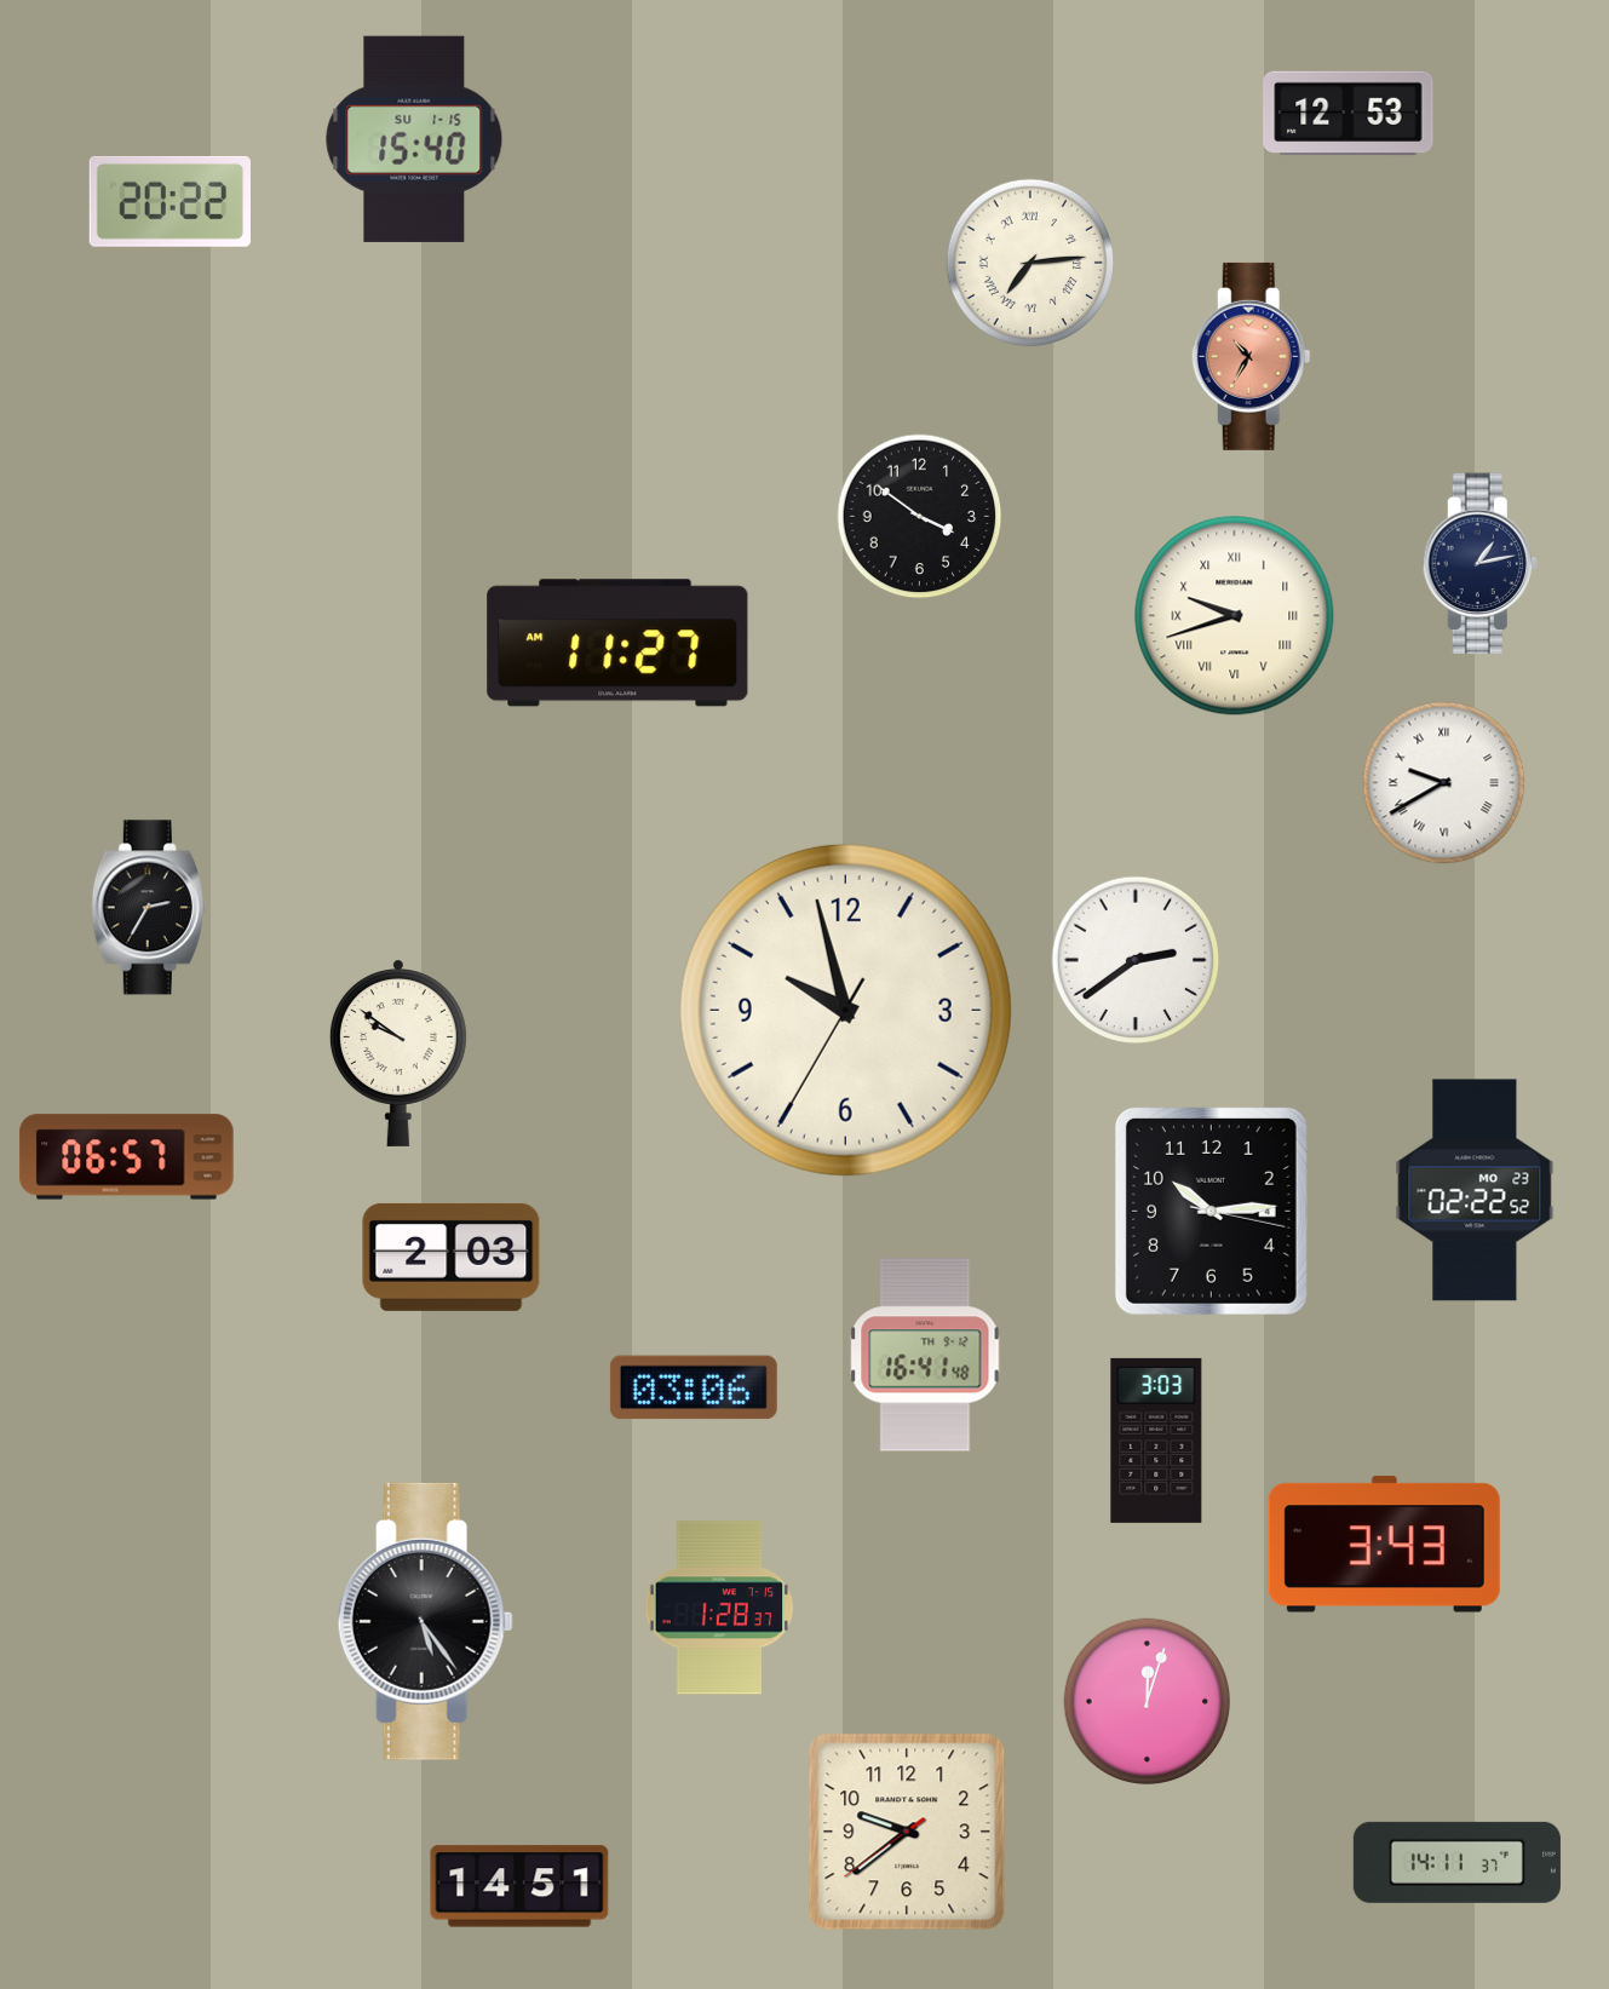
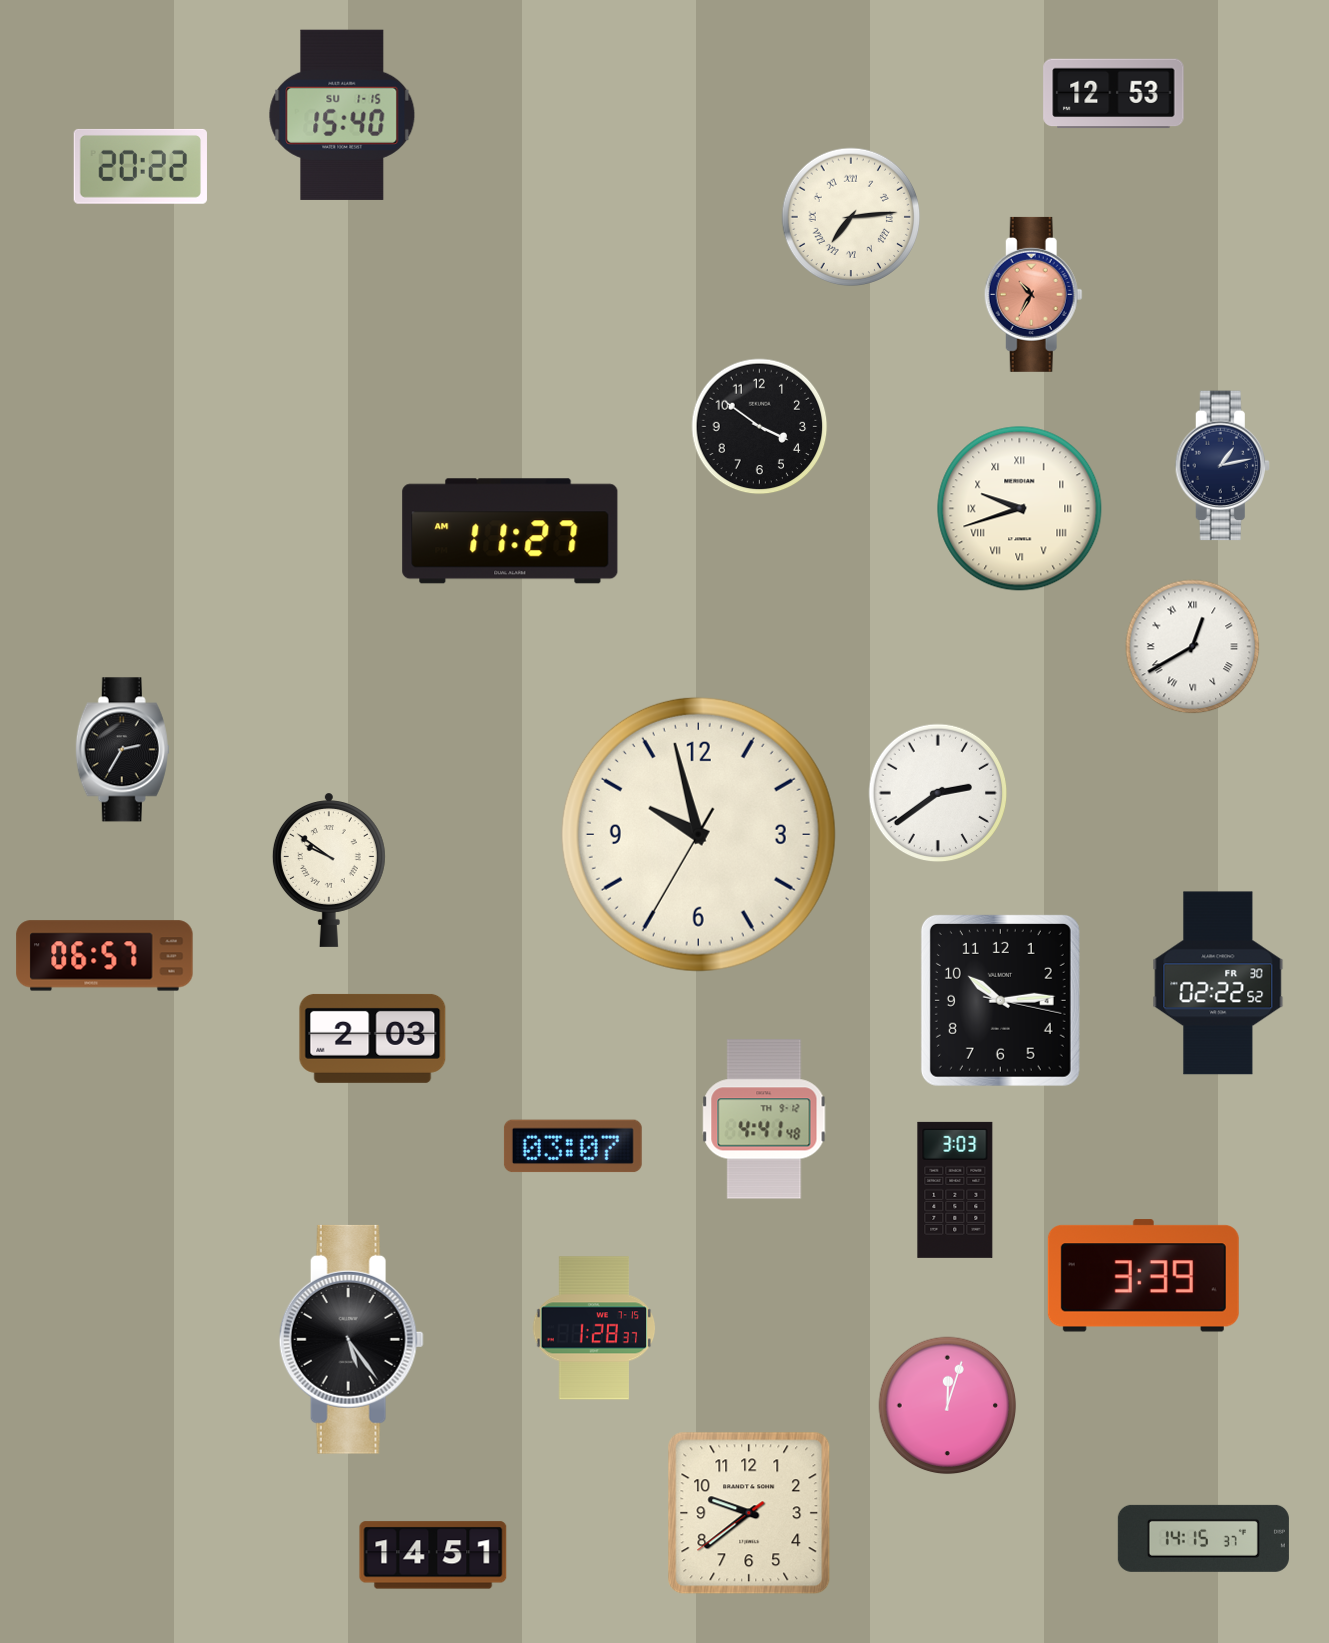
clock at (1444, 783): 9:40 -> 12:40
clock at (1475, 1190) date: MO 23 -> FR 30
clock at (925, 1355): 16:41 -> 4:41
clock at (694, 1387): 03:06 -> 03:07
clock at (1384, 1545): 3:43 -> 3:39
clock at (1456, 1862): 14:11 -> 14:15
clock at (519, 1886) position: (519, 1886) -> (433, 1555)
